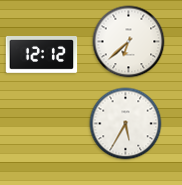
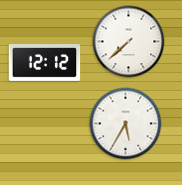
clock at (129, 42): 6:38 -> 7:38
clock at (42, 55) position: (42, 55) -> (45, 63)
